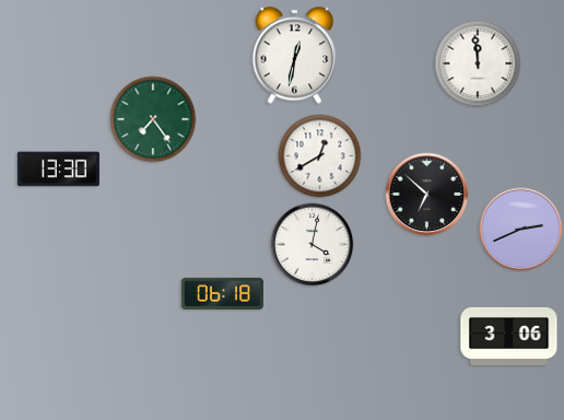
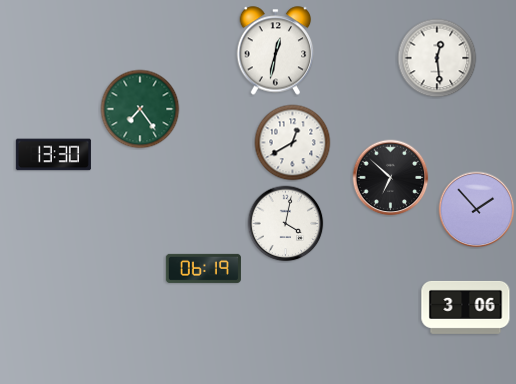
clock at (295, 56) position: (295, 56) -> (276, 51)
clock at (478, 63): 11:59 -> 12:29
clock at (521, 230): 2:41 -> 1:53
clock at (222, 293): 06:18 -> 06:19
